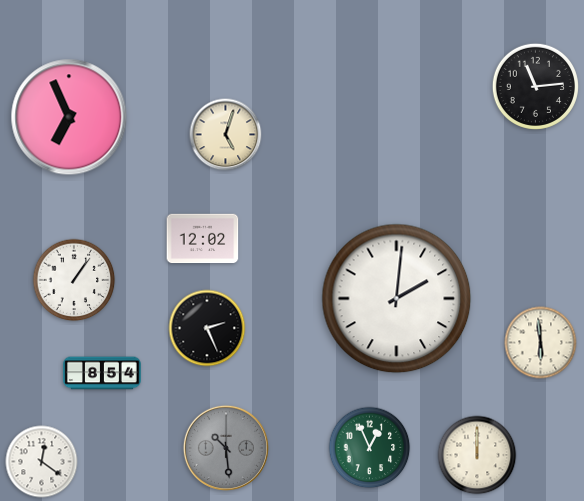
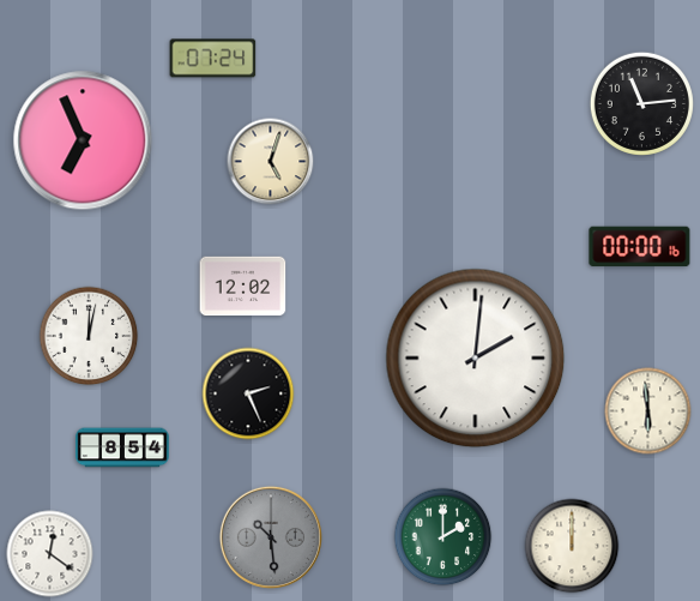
clock at (213, 59): none -> 07:24
clock at (640, 247): none -> 00:00
clock at (74, 280): 1:06 -> 12:02
clock at (370, 448): 12:56 -> 2:00
